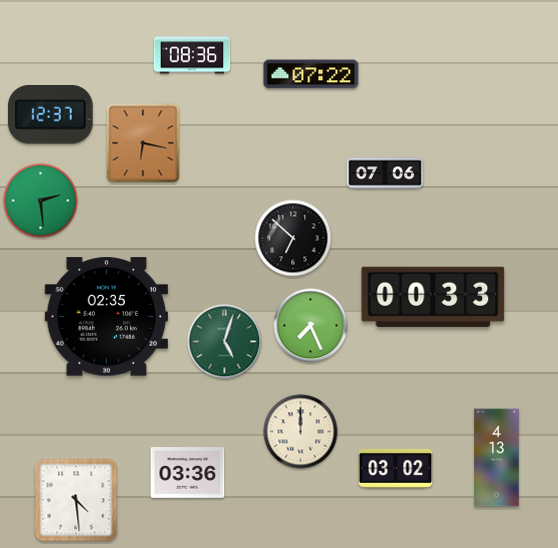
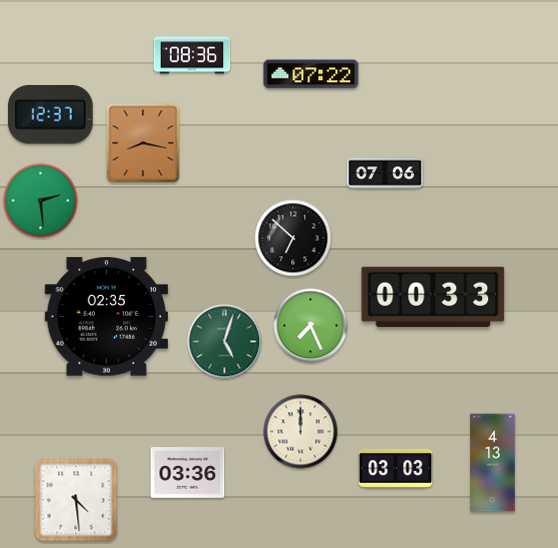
clock at (143, 143): 6:17 -> 8:17
clock at (497, 458) position: (497, 458) -> (493, 463)
clock at (396, 468): 03:02 -> 03:03
